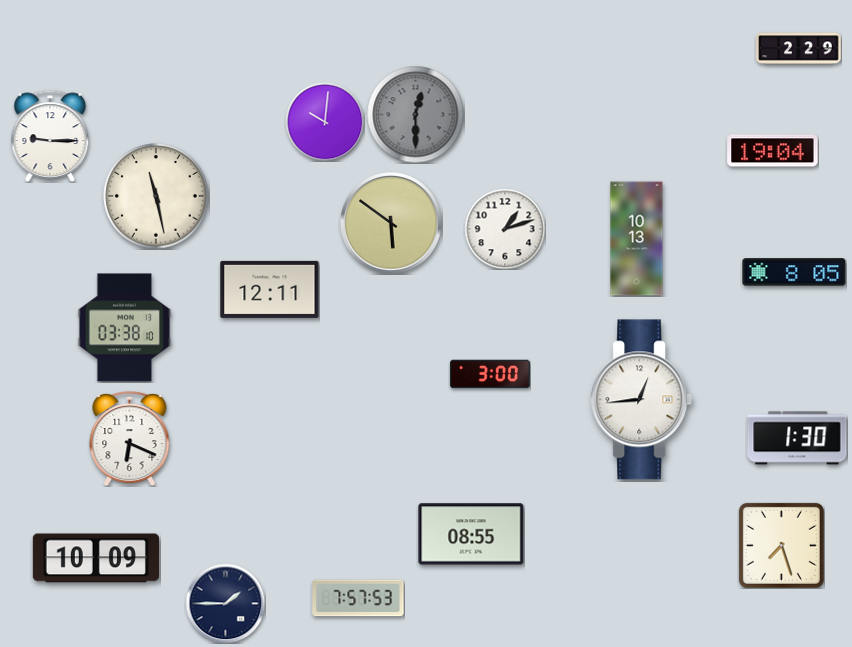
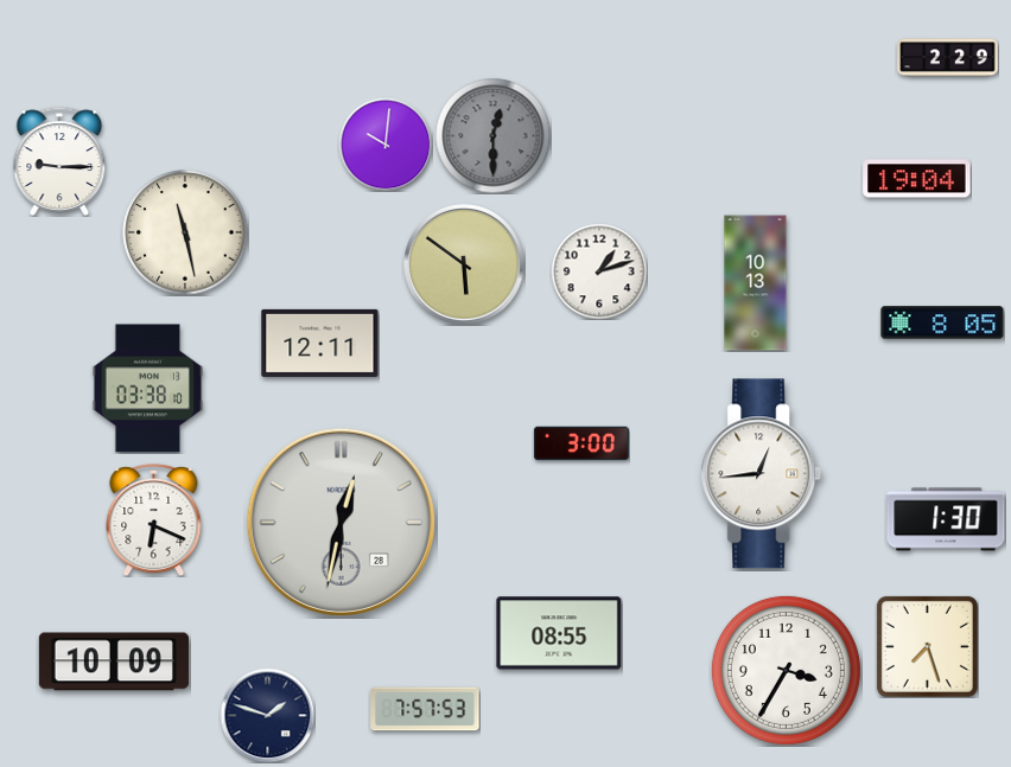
clock at (341, 522): none -> 12:32
clock at (786, 670): none -> 3:35
clock at (225, 603): 1:45 -> 1:48
